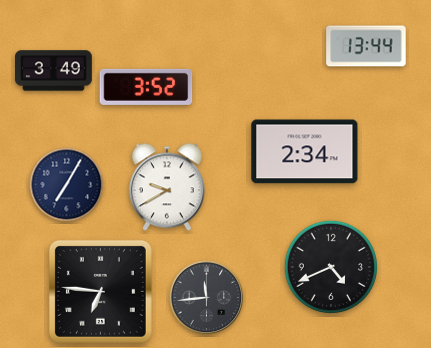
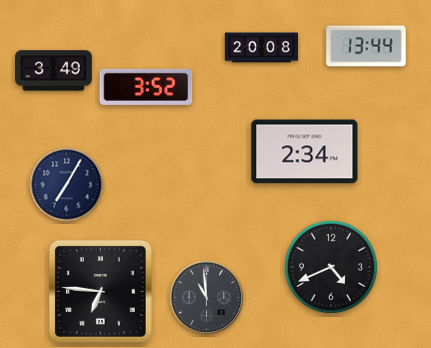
clock at (262, 48): none -> 20:08
clock at (167, 187): 9:40 -> none
clock at (207, 298): 11:44 -> 10:59
